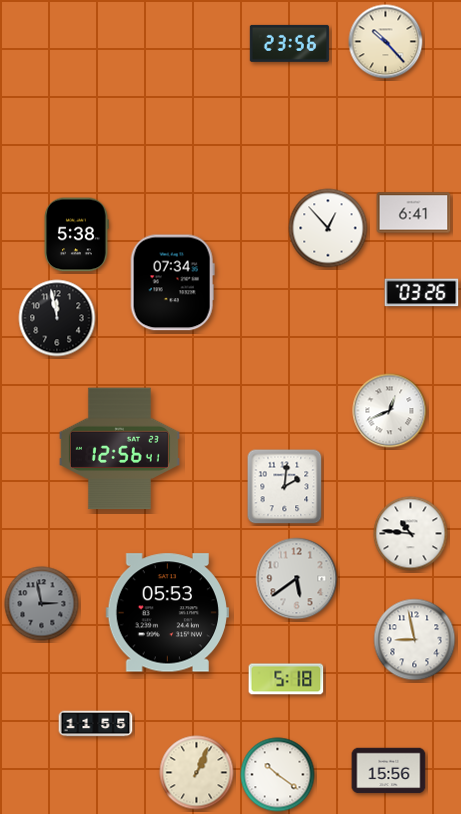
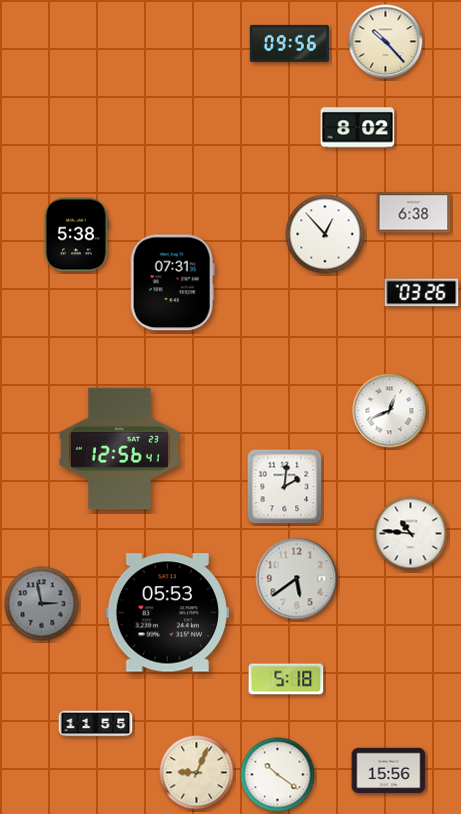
clock at (289, 43): 23:56 -> 09:56
clock at (358, 128): none -> 8:02
clock at (414, 213): 6:41 -> 6:38
clock at (328, 228) position: (328, 228) -> (325, 234)
clock at (172, 283): 07:34 -> 07:31
clock at (57, 318): 11:58 -> none
clock at (415, 640): 8:58 -> none
clock at (197, 773): 1:04 -> 9:04
